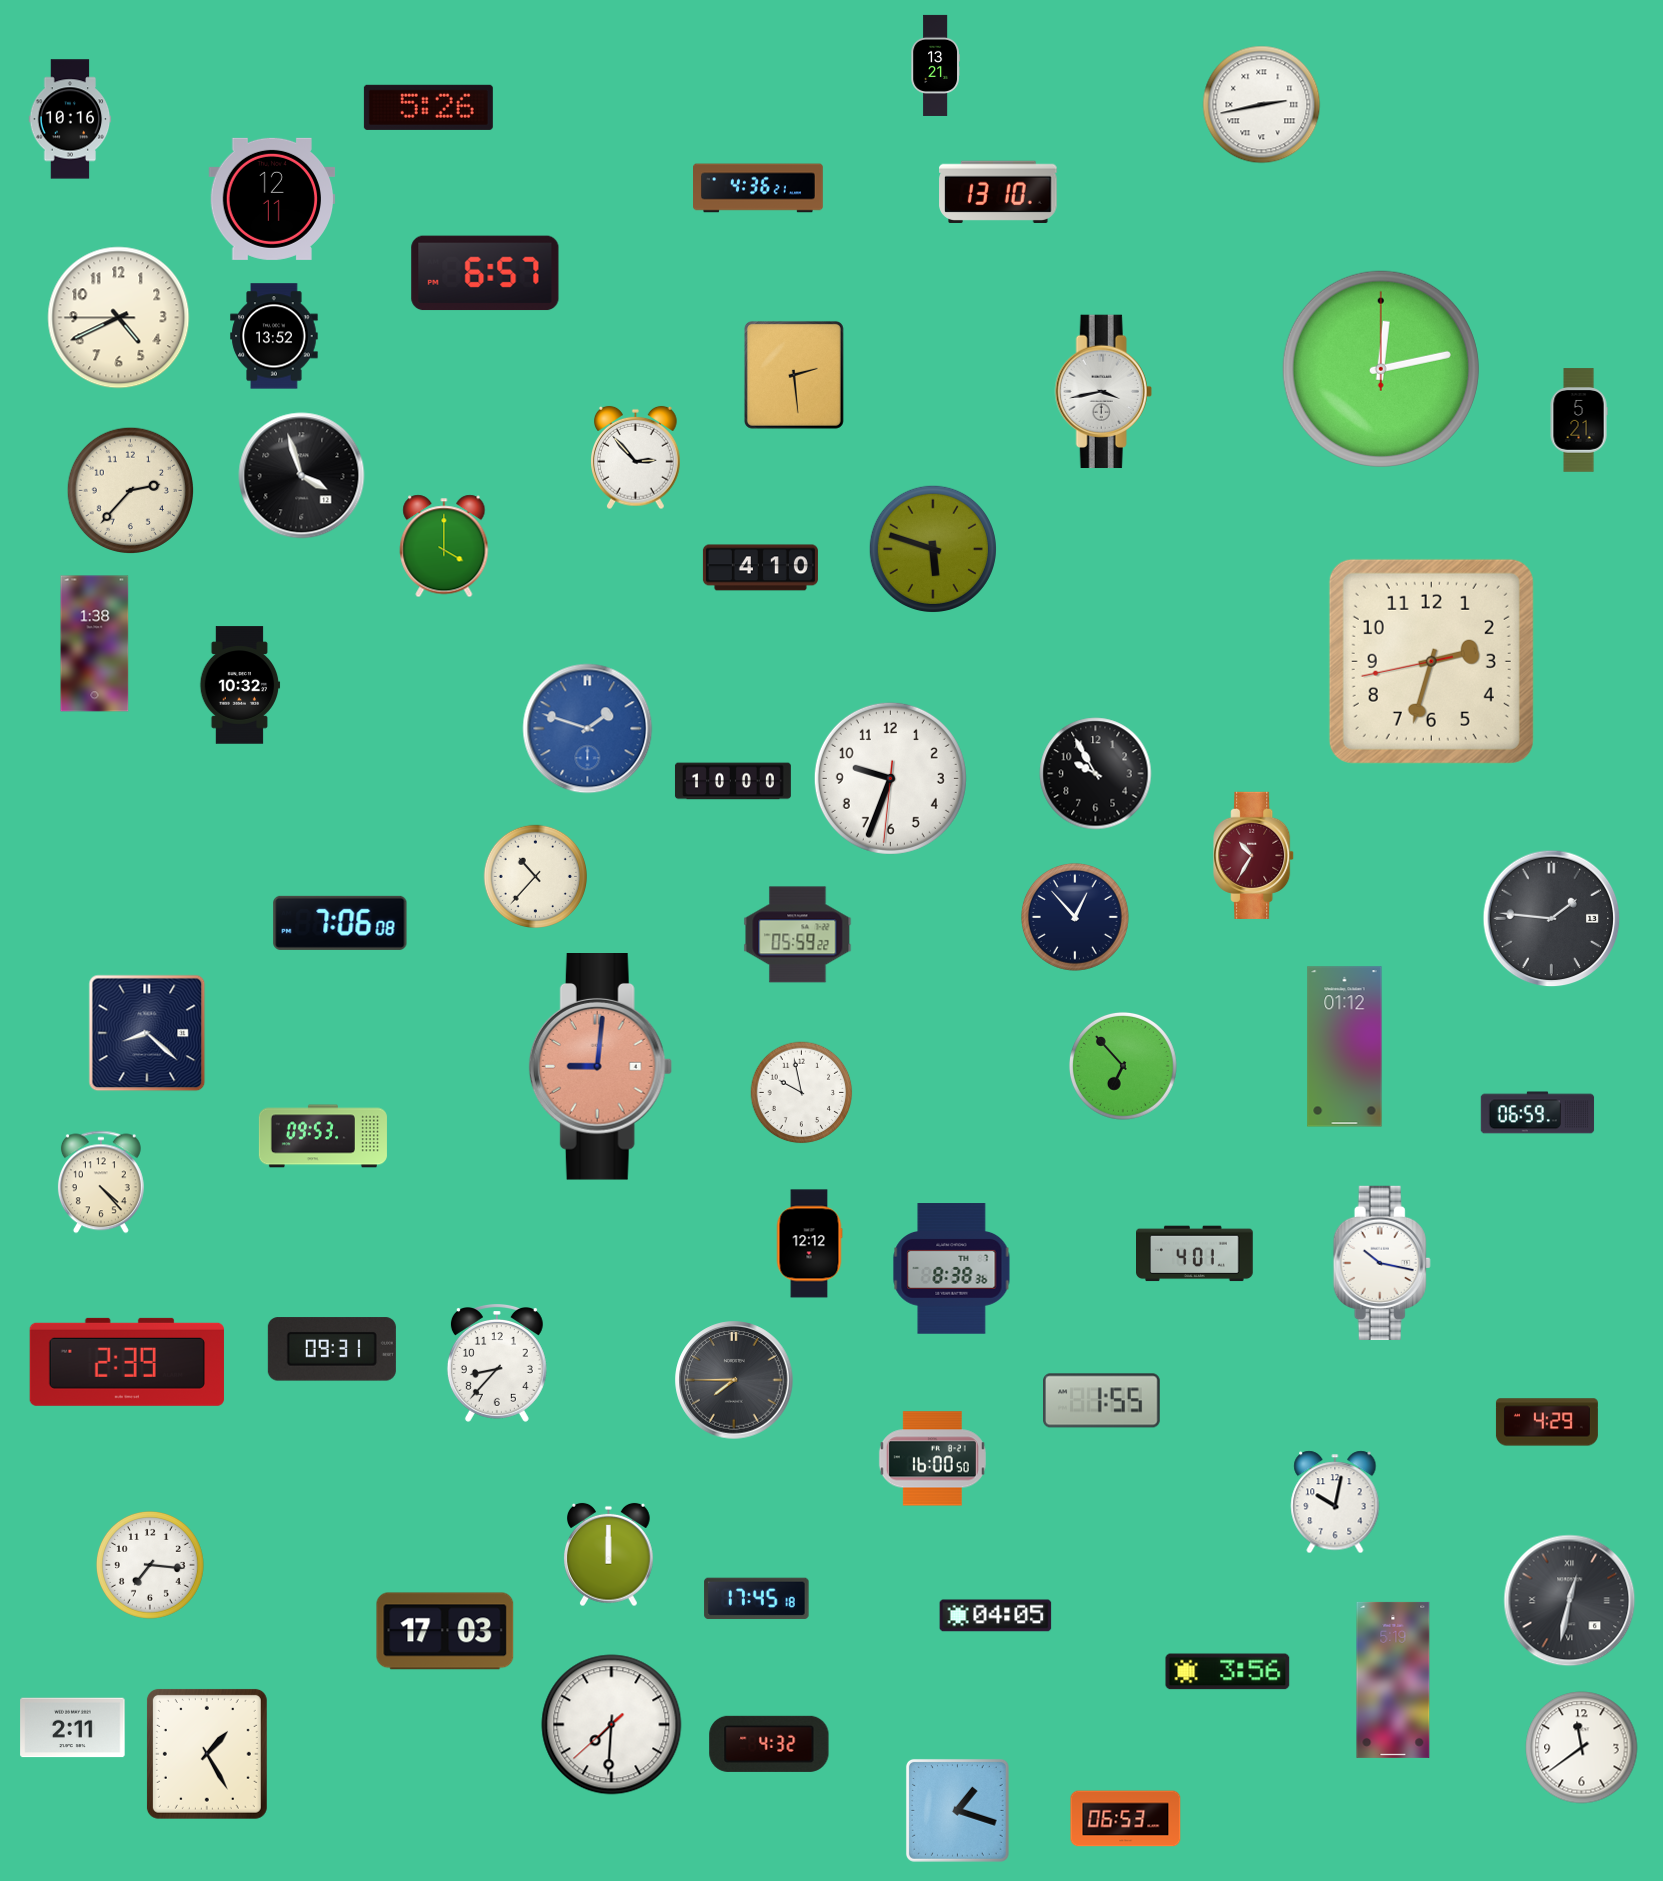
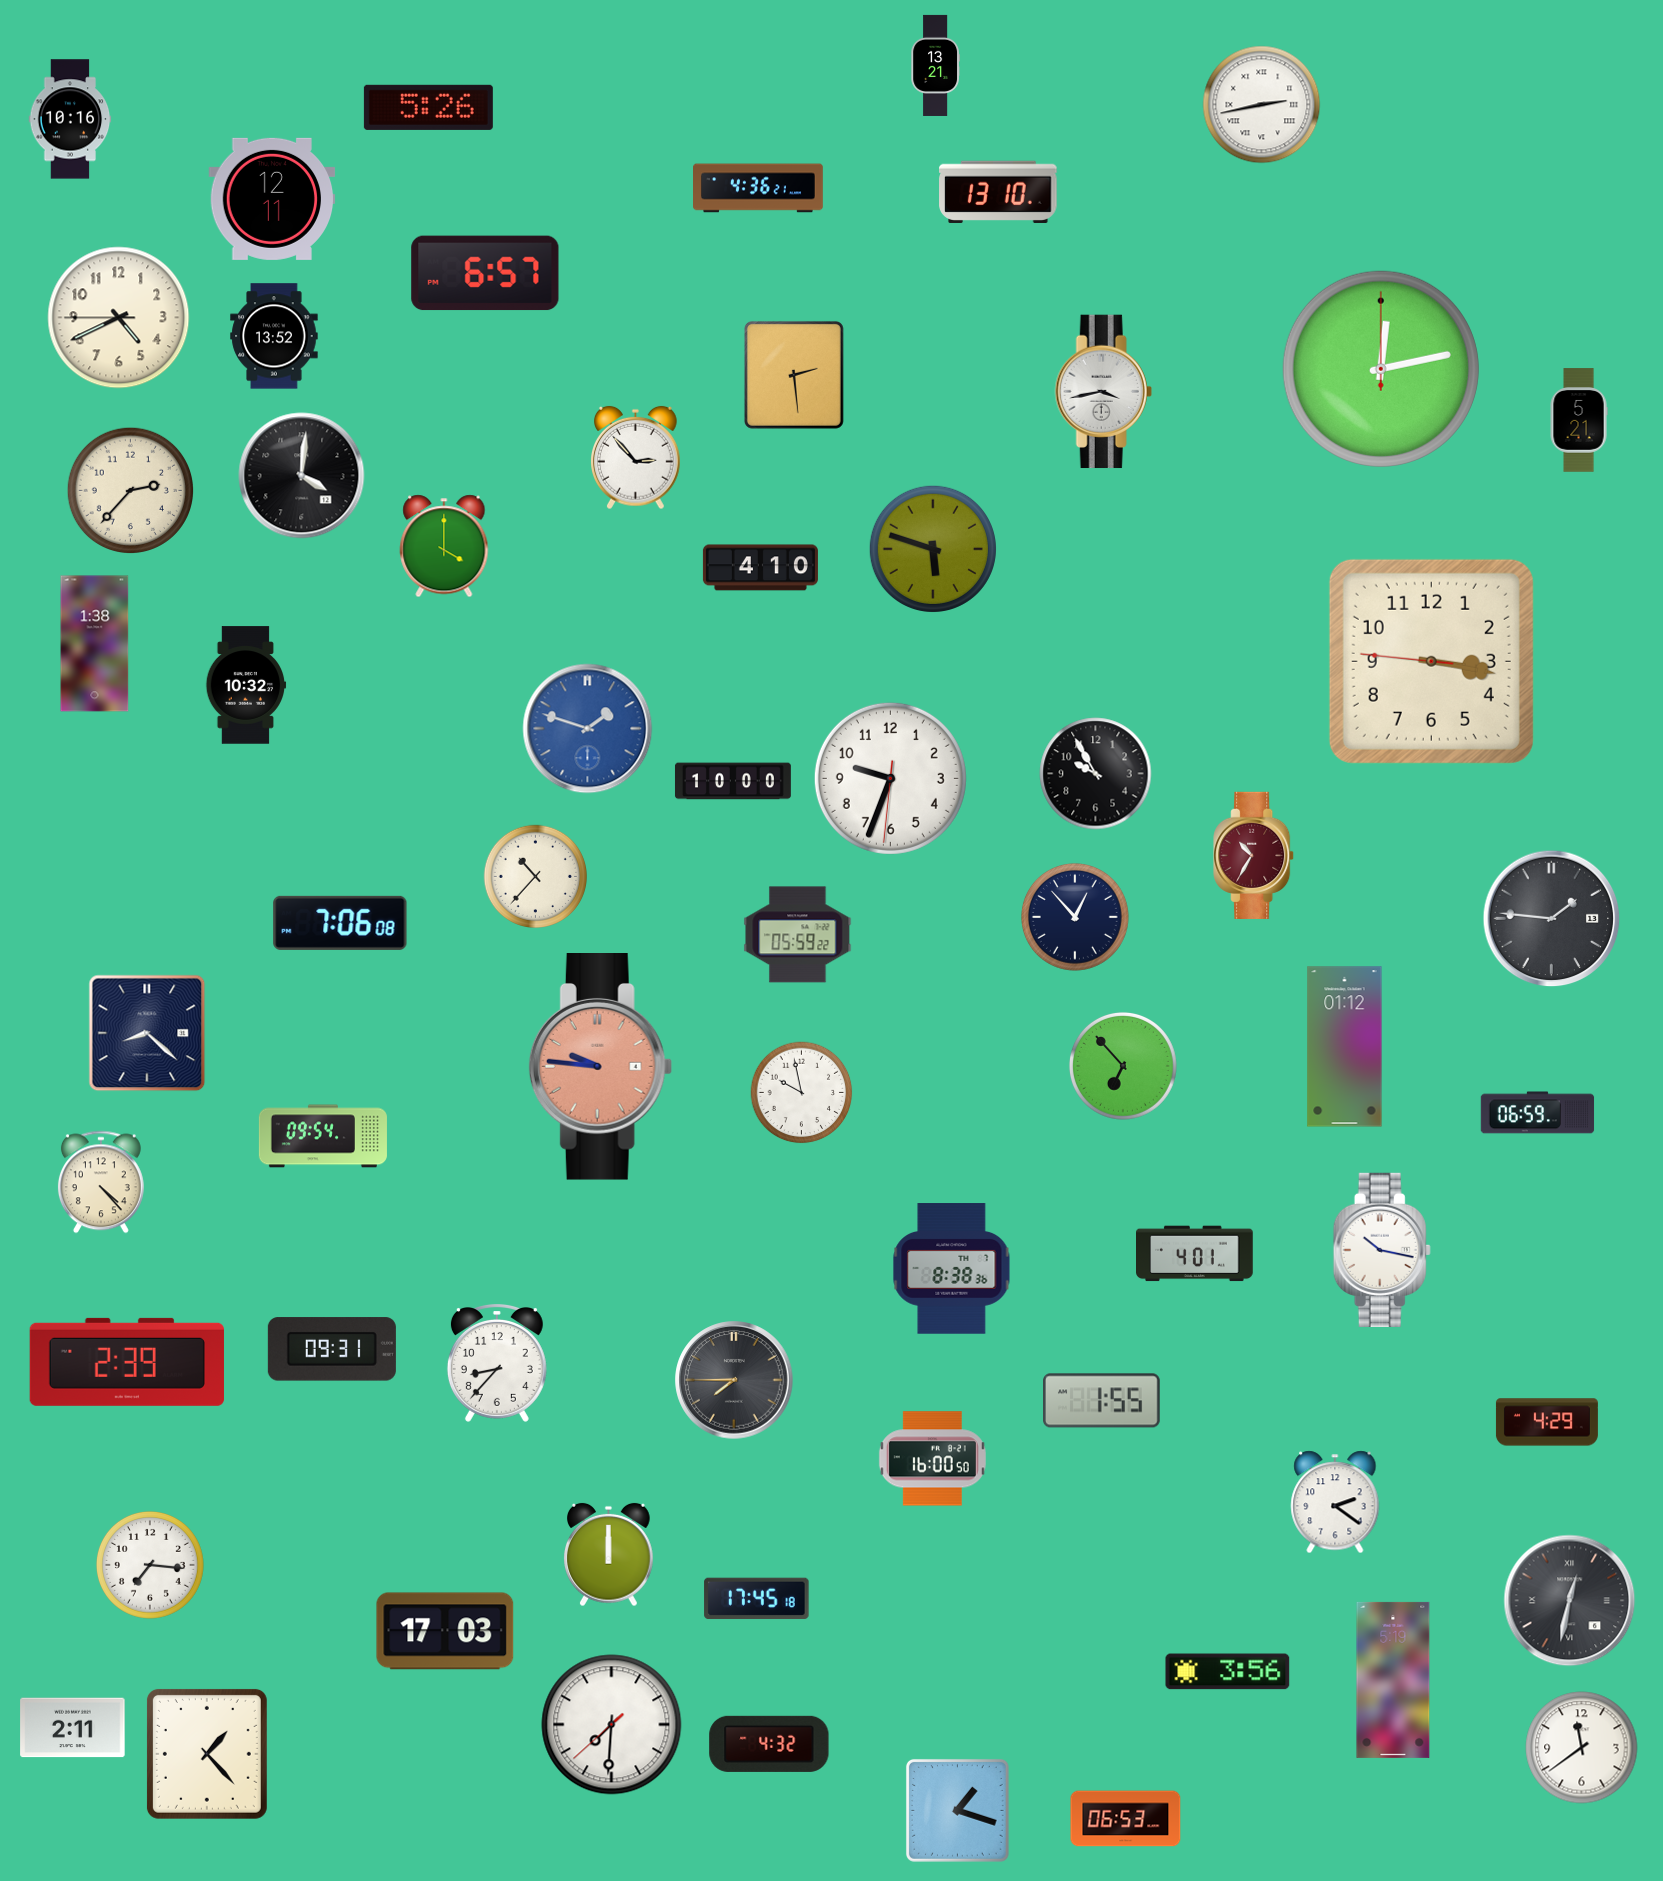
clock at (302, 476): 3:57 -> 4:01
clock at (1431, 661): 2:32 -> 3:16
clock at (240, 685) position: (240, 685) -> (246, 685)
clock at (600, 1067): 9:01 -> 9:46
clock at (323, 1136): 09:53 -> 09:54
clock at (809, 1244): 12:12 -> none
clock at (1382, 1263) position: (1382, 1263) -> (1382, 1250)
clock at (1335, 1502): 10:02 -> 2:21
clock at (996, 1616): 04:05 -> none
clock at (207, 1754): 1:25 -> 1:23
